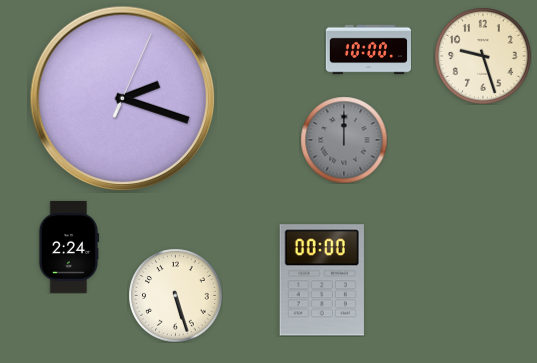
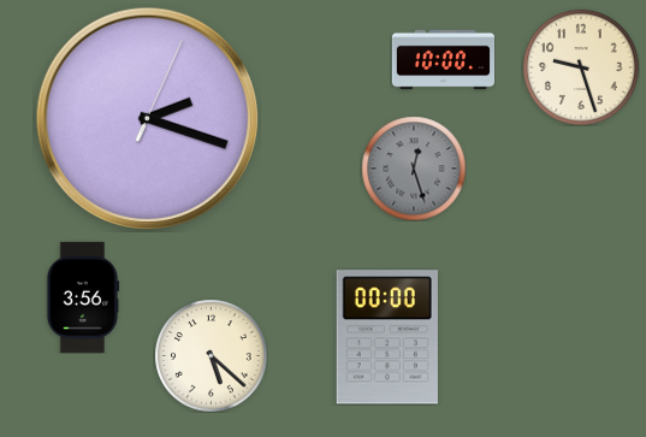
clock at (344, 140): 12:00 -> 12:27
clock at (69, 247): 2:24 -> 3:56
clock at (175, 295): 5:27 -> 5:22
